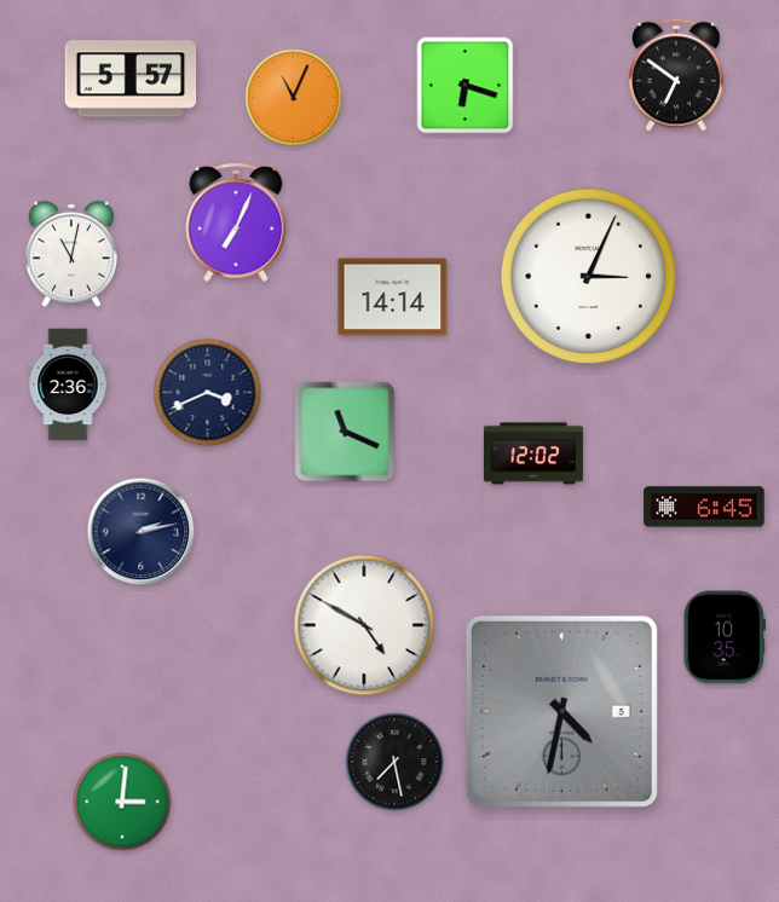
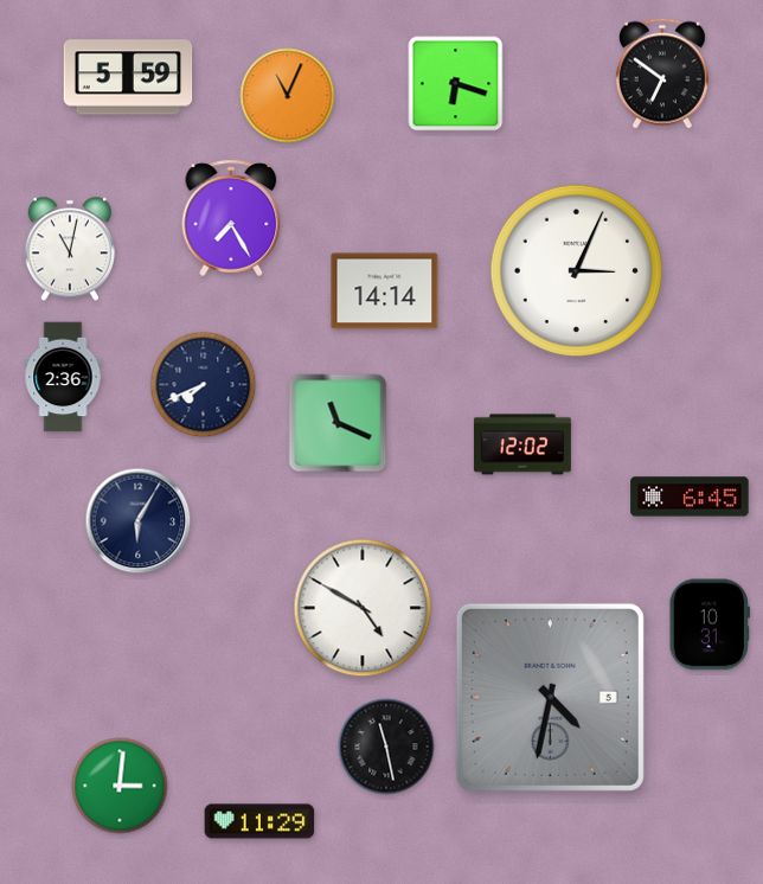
clock at (131, 79): 5:57 -> 5:59
clock at (236, 222): 7:04 -> 7:25
clock at (68, 384) position: (68, 384) -> (63, 377)
clock at (208, 393): 3:41 -> 7:41
clock at (142, 532): 2:13 -> 6:05
clock at (364, 625) position: (364, 625) -> (363, 608)
clock at (725, 637): 10:35 -> 10:31
clock at (394, 762): 7:28 -> 11:28
clock at (259, 821): none -> 11:29
